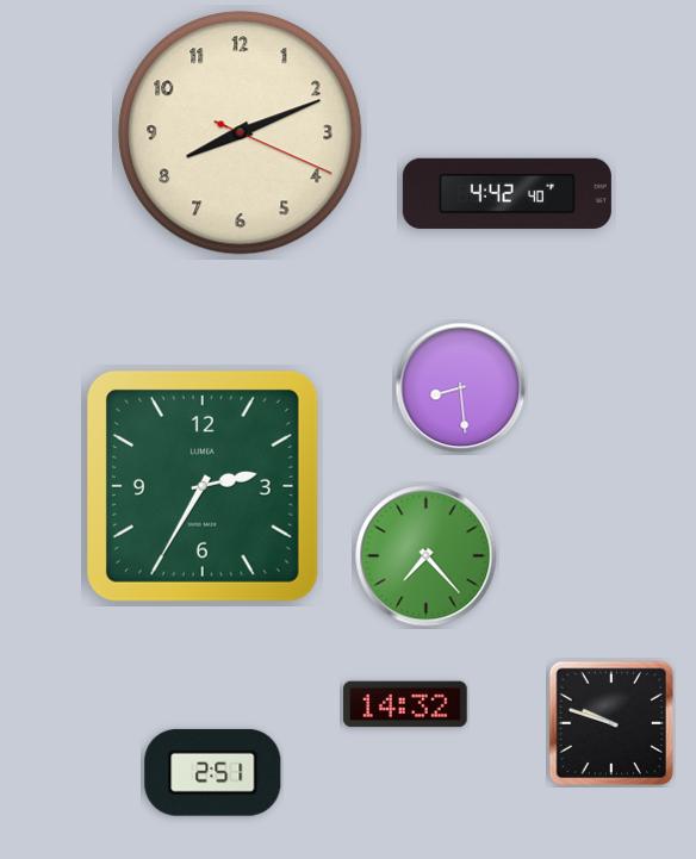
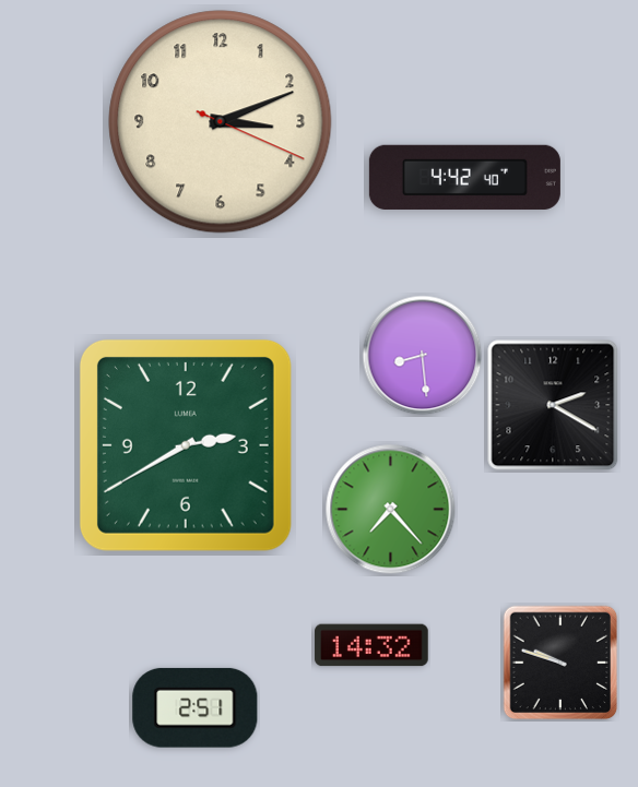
clock at (241, 133): 8:11 -> 3:11
clock at (553, 405): none -> 2:20
clock at (203, 486): 2:35 -> 2:40
